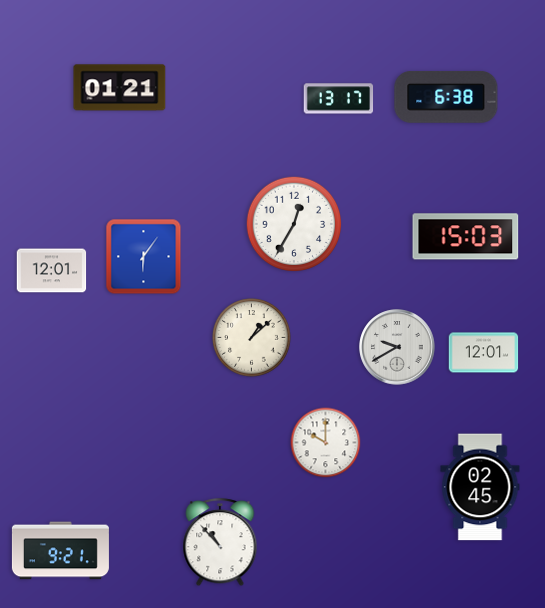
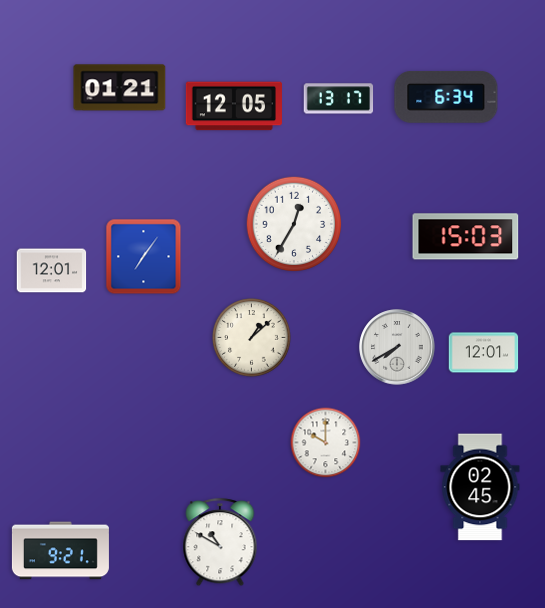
clock at (446, 97): 6:38 -> 6:34
clock at (234, 106): none -> 12:05
clock at (144, 257): 6:06 -> 7:06
clock at (397, 347): 9:40 -> 7:40
clock at (220, 543): 10:53 -> 10:50
